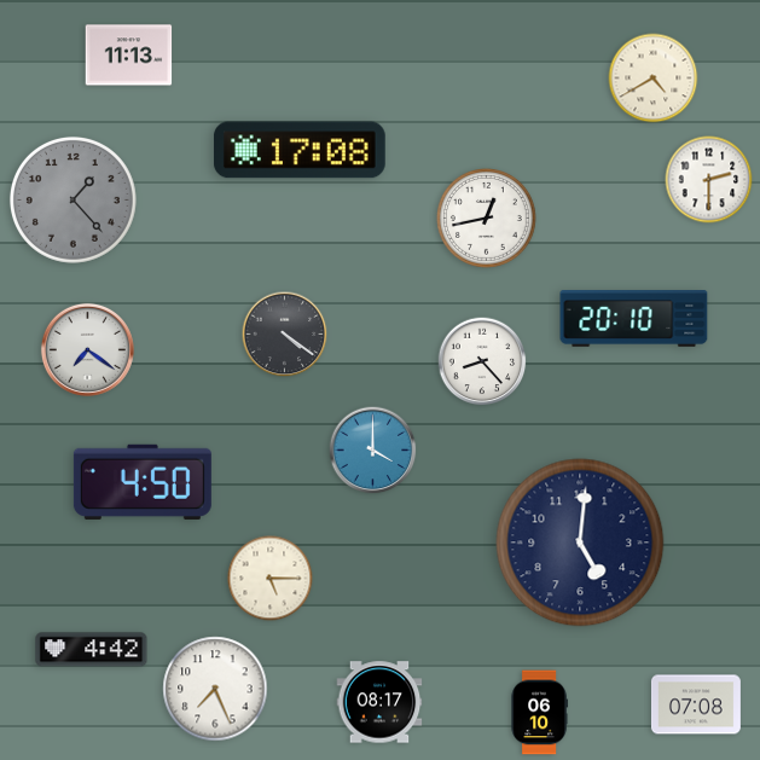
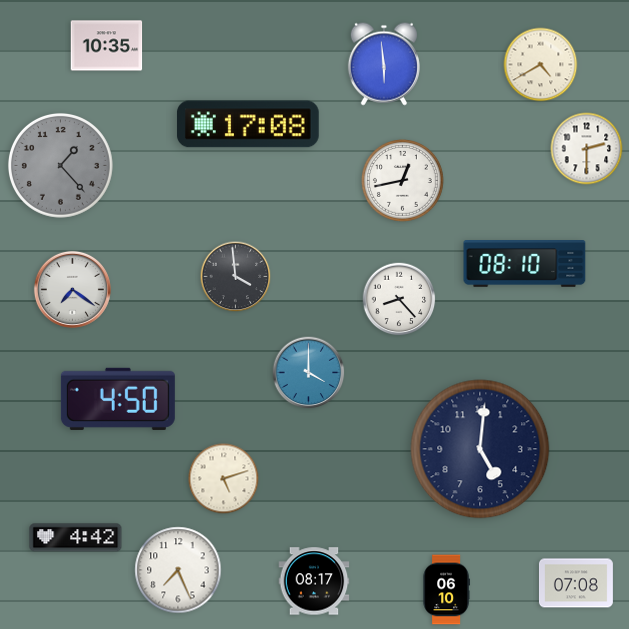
clock at (129, 56): 11:13 -> 10:35
clock at (384, 64): none -> 5:59
clock at (634, 319): 20:10 -> 08:10
clock at (285, 335): 4:21 -> 3:59
clock at (271, 579): 5:15 -> 5:12
